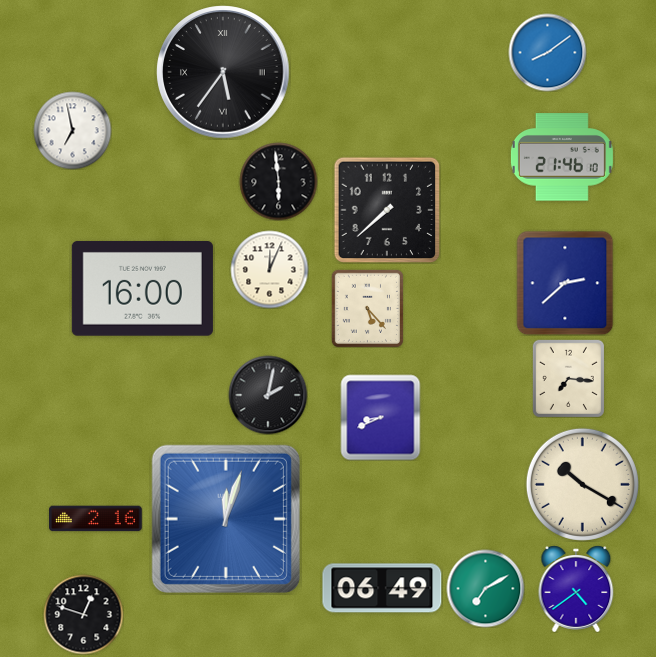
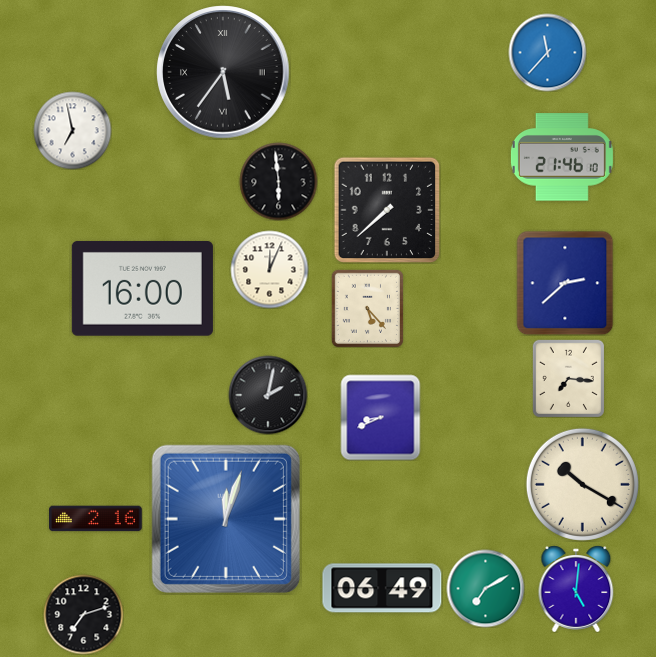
clock at (547, 52): 8:09 -> 11:37
clock at (576, 589): 4:39 -> 5:01
clock at (83, 614): 12:48 -> 7:12
